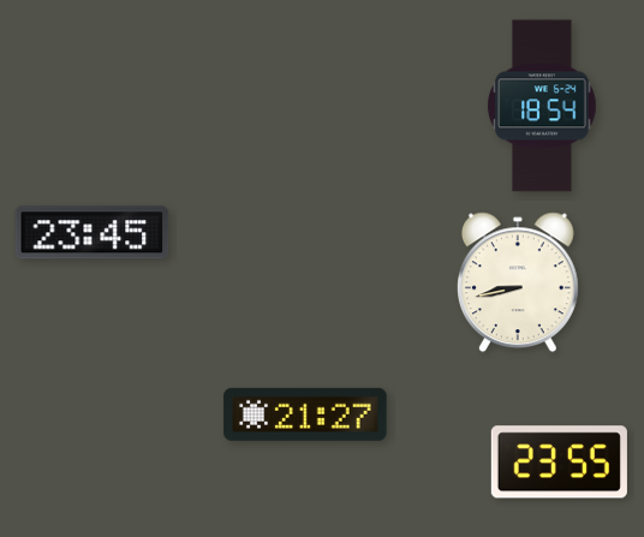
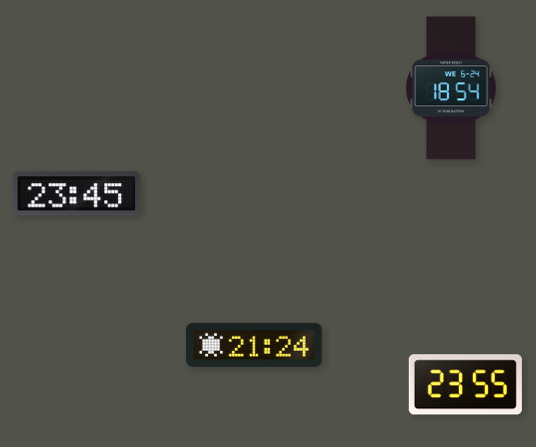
clock at (518, 282): 8:43 -> none
clock at (305, 414): 21:27 -> 21:24
